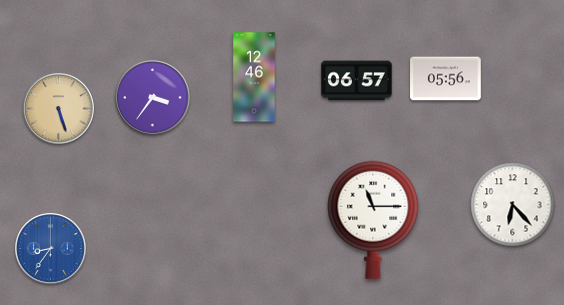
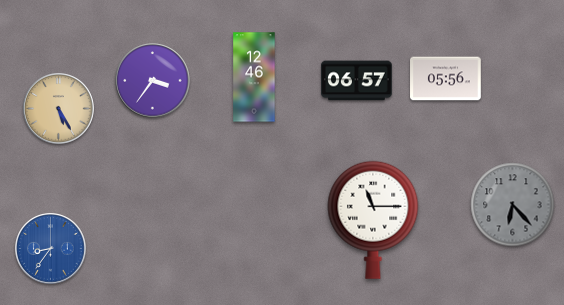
clock at (153, 98) position: (153, 98) -> (153, 81)
clock at (59, 109): 5:27 -> 5:25
clock at (513, 205) dial: white -> grey
